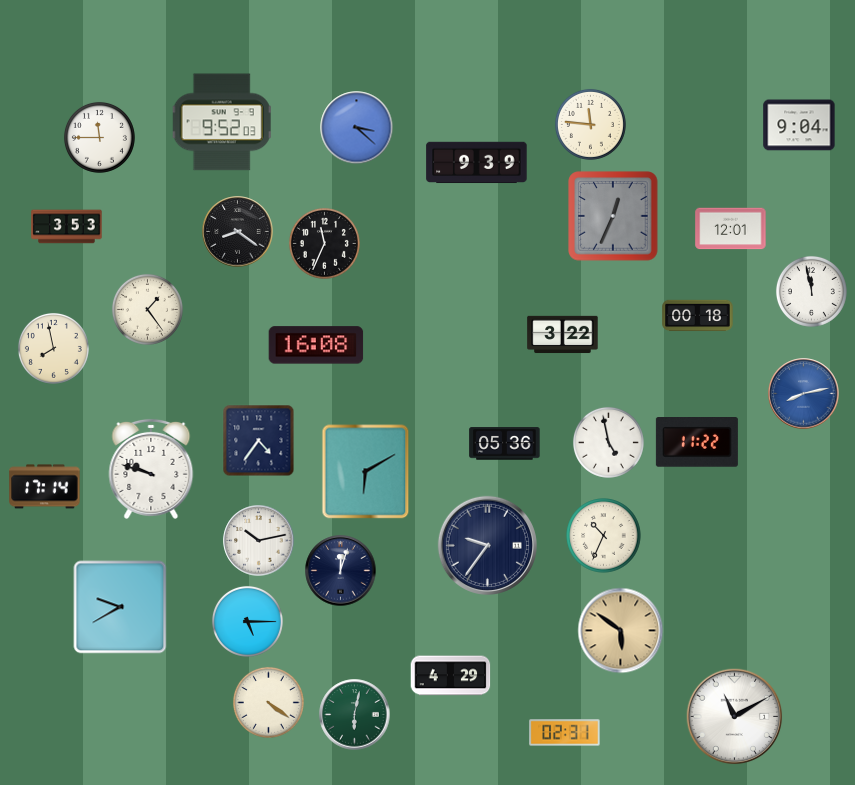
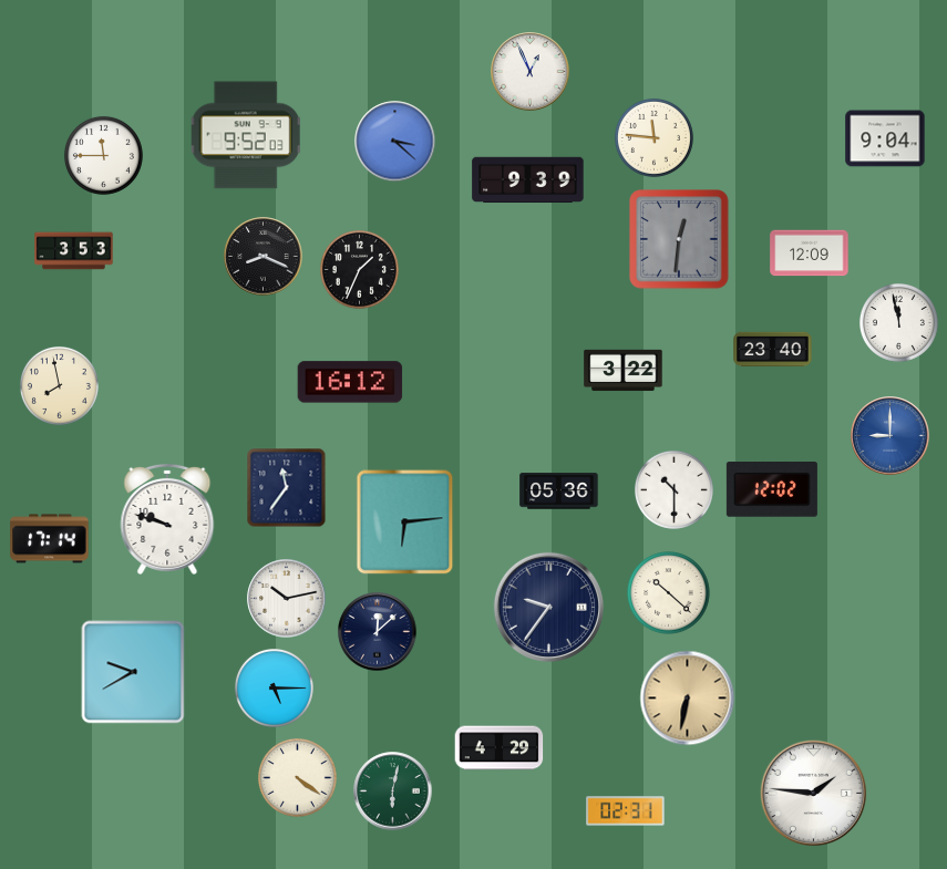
clock at (531, 72): none -> 12:56
clock at (99, 137) position: (99, 137) -> (103, 155)
clock at (613, 216): 12:34 -> 12:31
clock at (731, 229): 12:01 -> 12:09
clock at (238, 232): 8:21 -> 8:19
clock at (324, 243): 11:34 -> 1:34
clock at (147, 309): 1:24 -> none
clock at (698, 316): 00:18 -> 23:40
clock at (316, 345): 16:08 -> 16:12
clock at (804, 394): 8:13 -> 9:00
clock at (259, 441): 4:36 -> 11:36
clock at (608, 442): 4:58 -> 10:30
clock at (697, 442): 11:22 -> 12:02
clock at (366, 472): 6:10 -> 6:14
clock at (604, 536): 10:34 -> 10:22
clock at (487, 545) position: (487, 545) -> (548, 607)
clock at (341, 571): 12:03 -> 12:08
clock at (621, 631): 5:51 -> 6:32
clock at (735, 717): 11:10 -> 1:46
